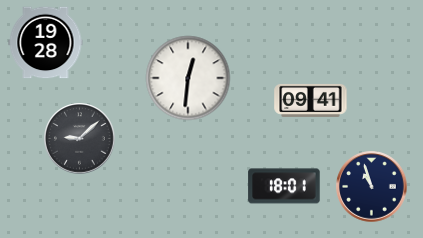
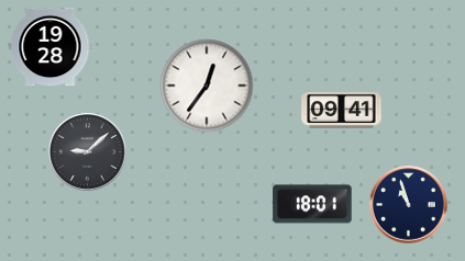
clock at (188, 78): 12:31 -> 12:36
